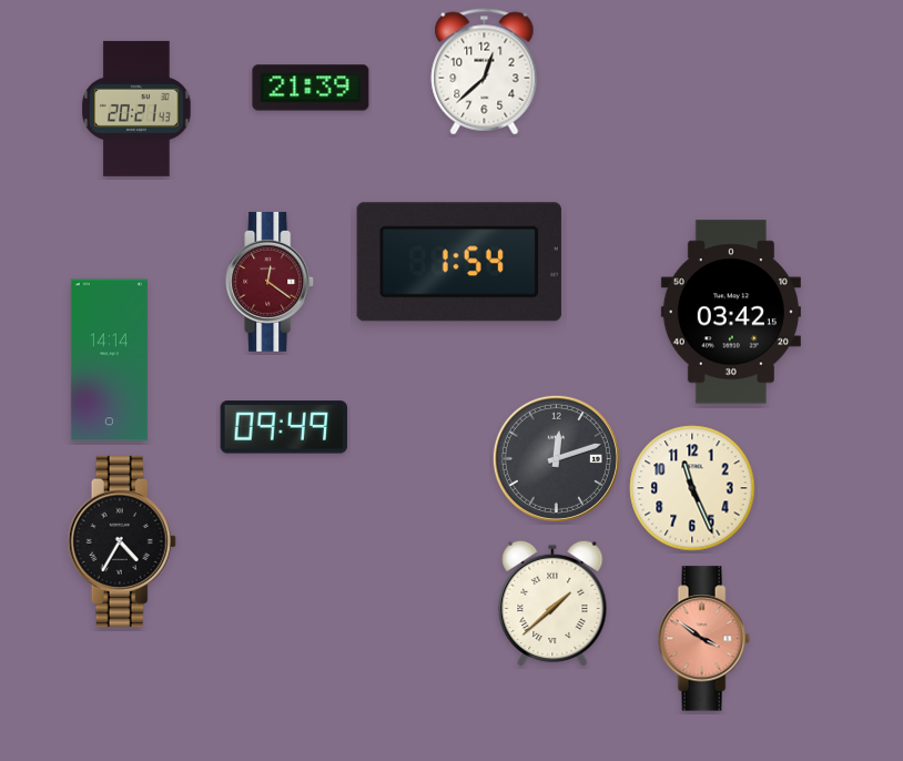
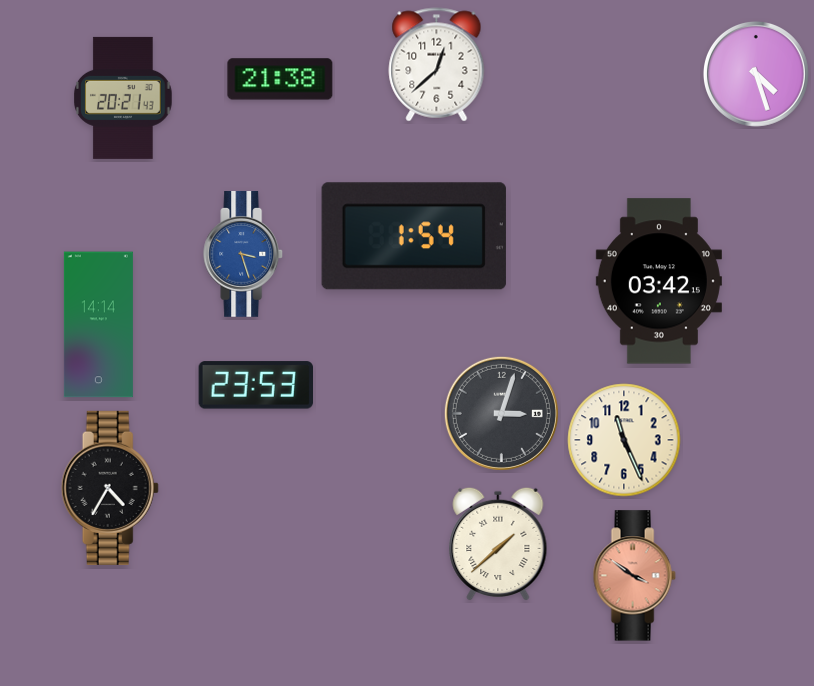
clock at (756, 74): none -> 4:27
clock at (311, 88): 21:39 -> 21:38
clock at (271, 282): 12:21 -> 3:27
clock at (271, 282) dial: burgundy -> blue
clock at (283, 427): 09:49 -> 23:53
clock at (556, 458): 12:12 -> 3:03
